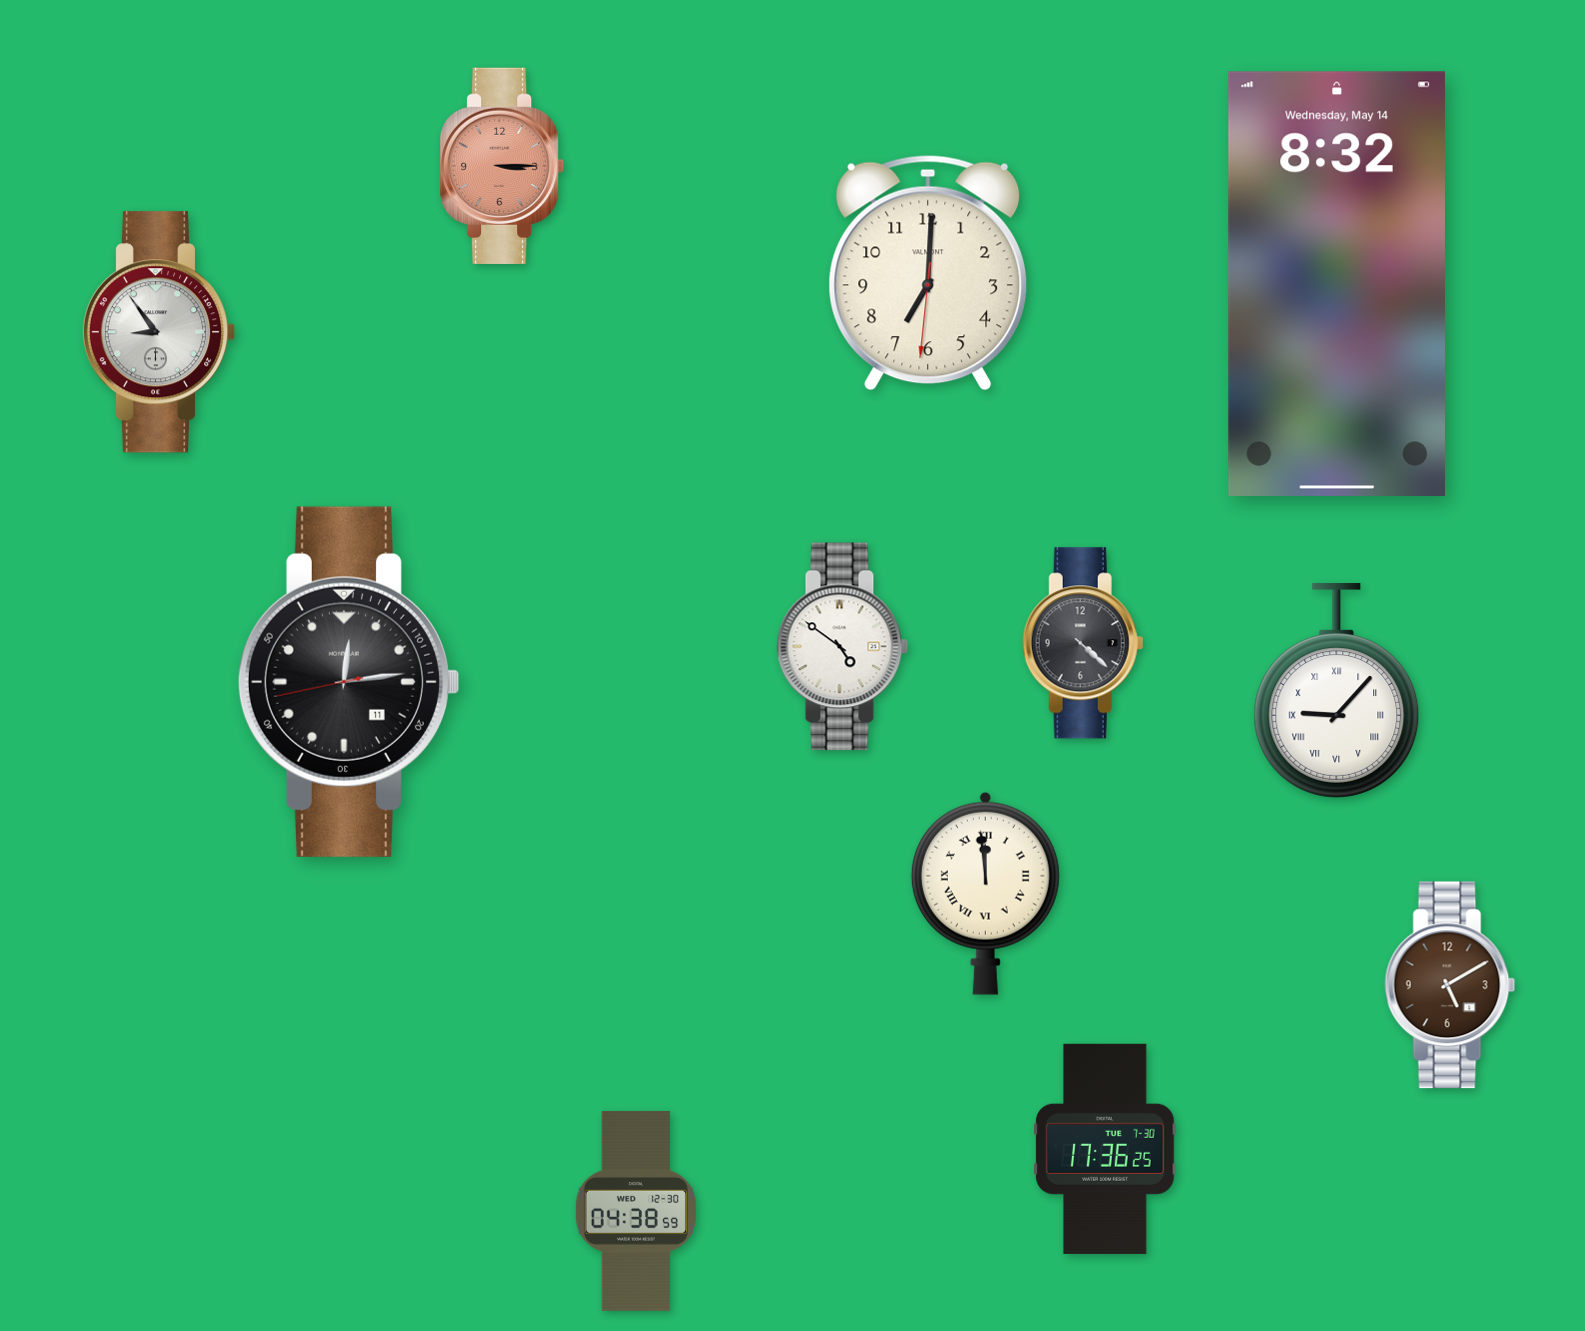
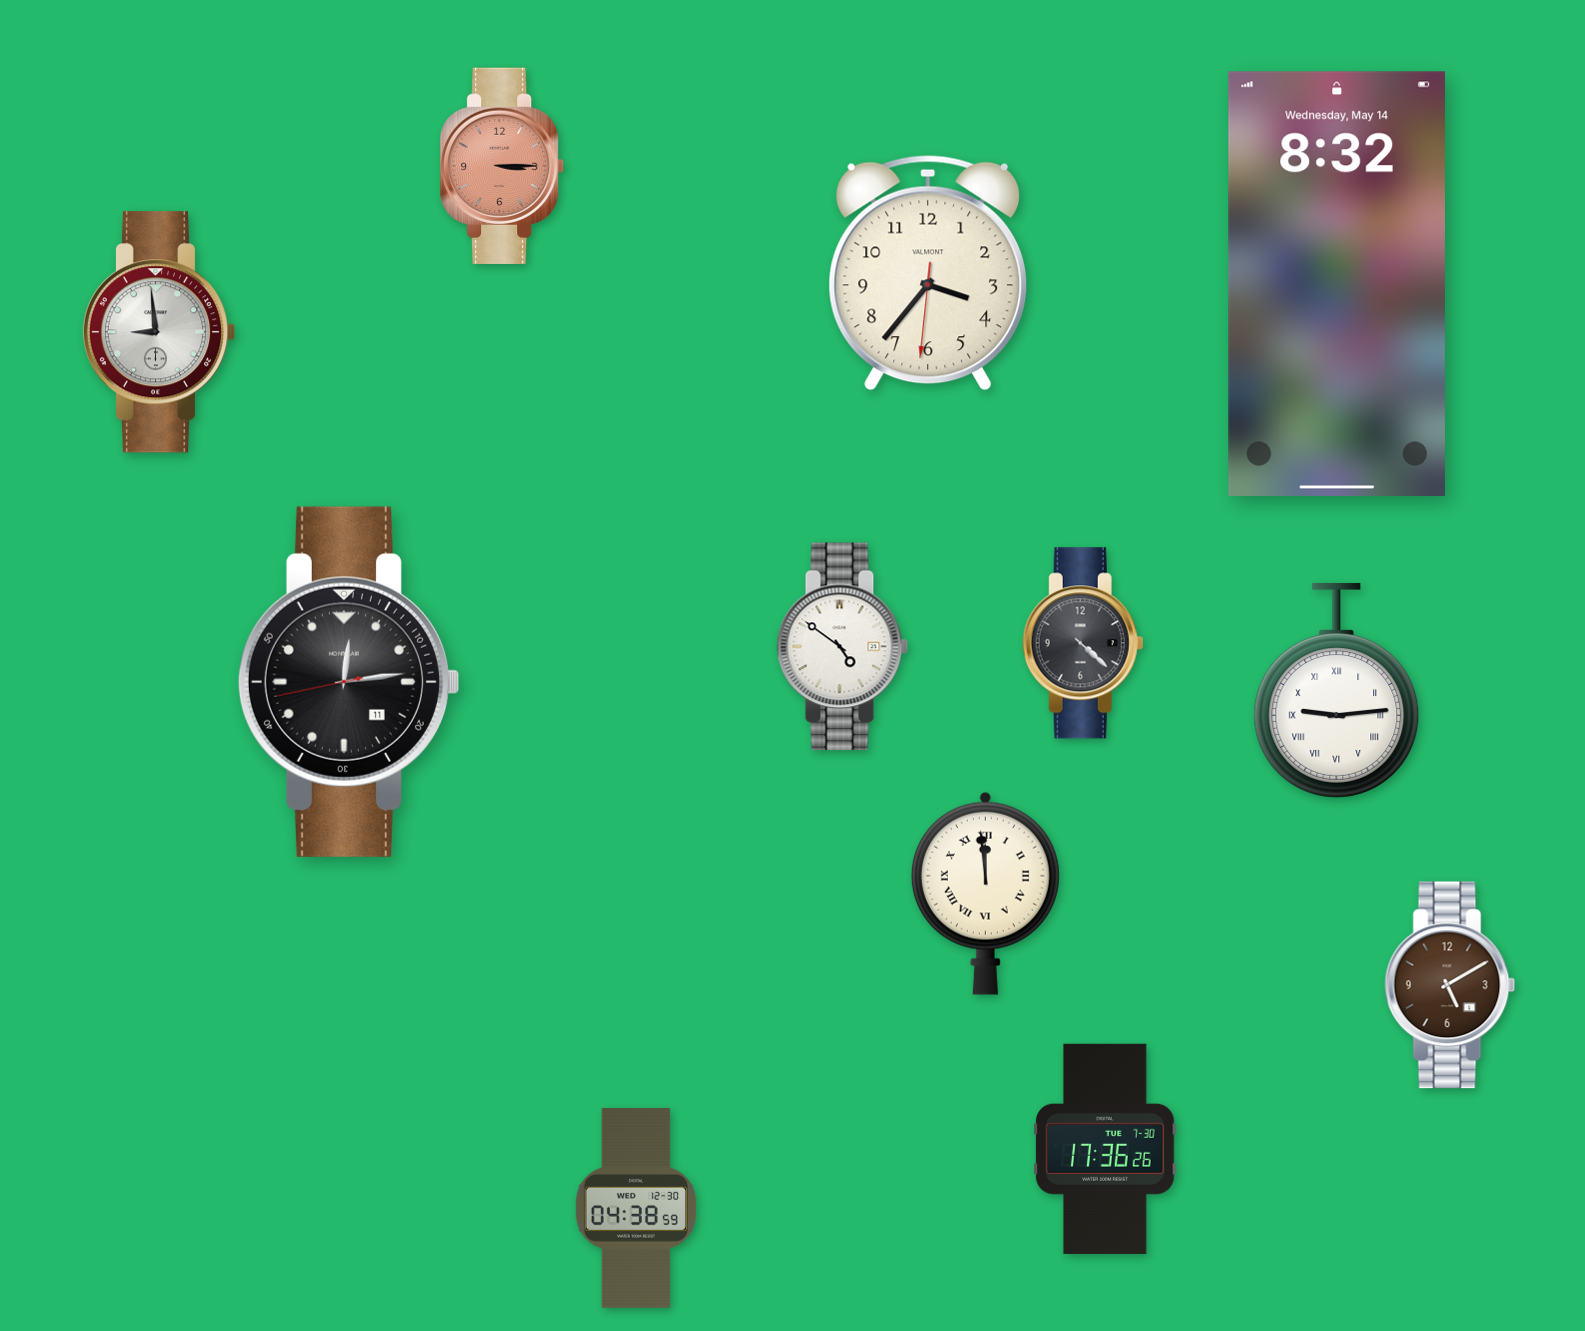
clock at (928, 273): 7:00 -> 3:36
clock at (159, 332): 8:54 -> 8:59
clock at (1337, 691): 9:07 -> 9:14
clock at (1105, 1149): 17:36:25 -> 17:36:26
clock at (636, 1211) position: (636, 1211) -> (636, 1208)
